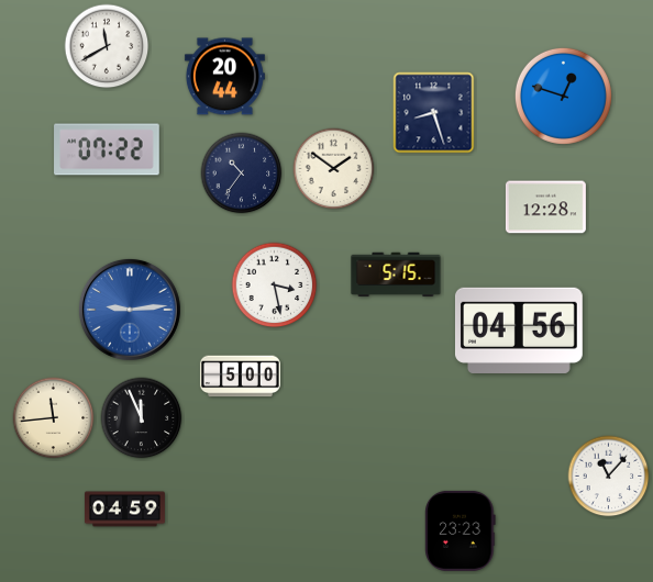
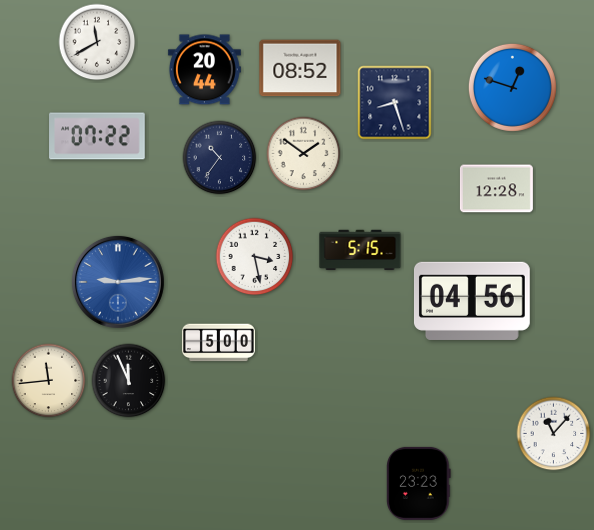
clock at (300, 68): none -> 08:52
clock at (275, 286) position: (275, 286) -> (255, 257)
clock at (124, 510): 04:59 -> none
